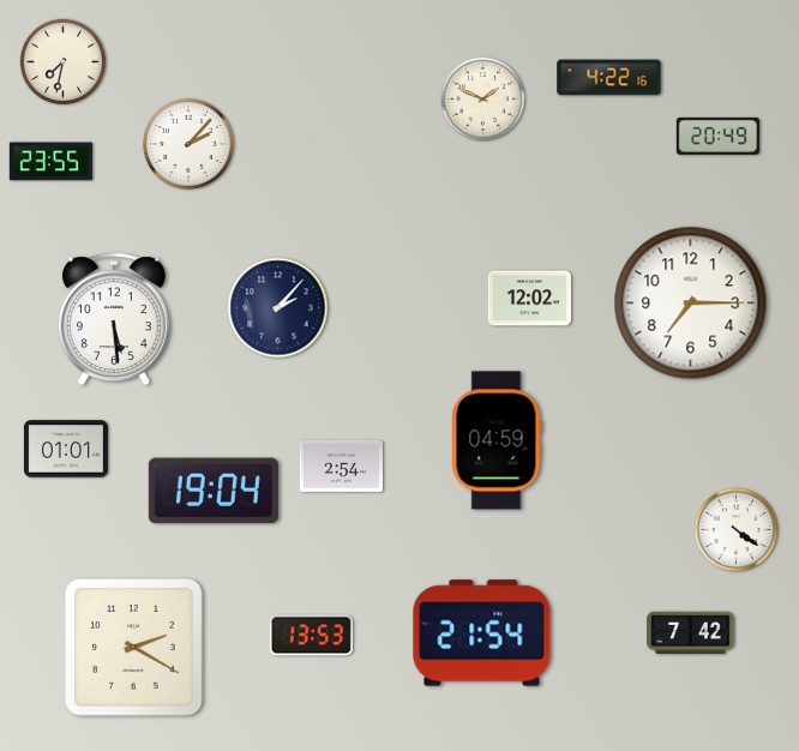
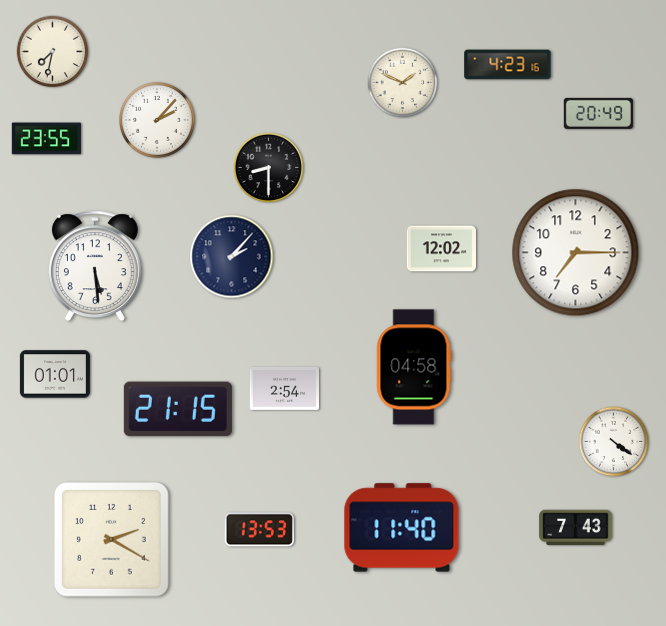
clock at (609, 78): 4:22 -> 4:23
clock at (50, 162) position: (50, 162) -> (46, 139)
clock at (269, 168): none -> 8:30
clock at (497, 440): 04:59 -> 04:58
clock at (214, 491): 19:04 -> 21:15
clock at (482, 633): 21:54 -> 11:40
clock at (691, 633): 7:42 -> 7:43
